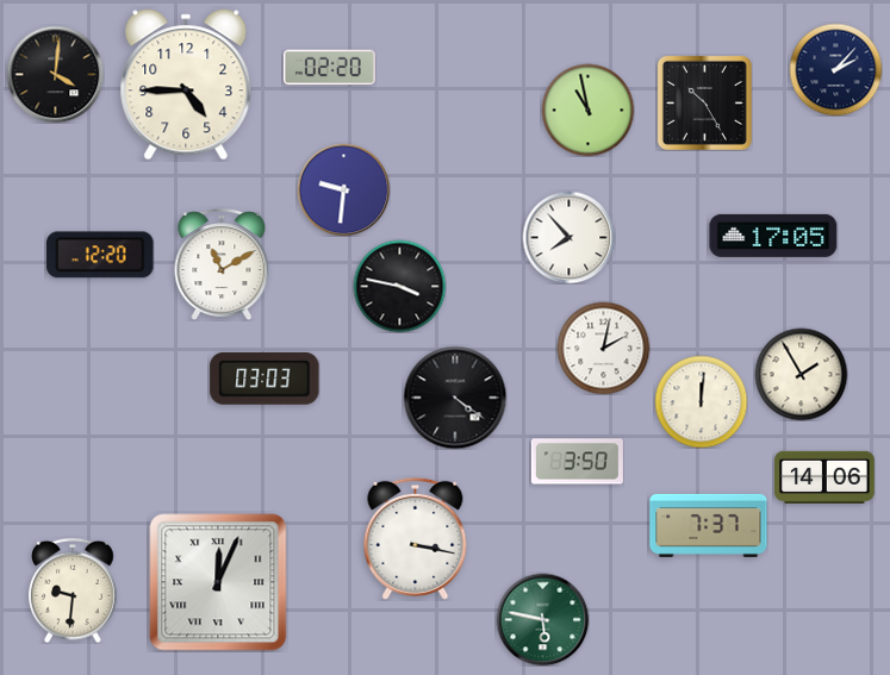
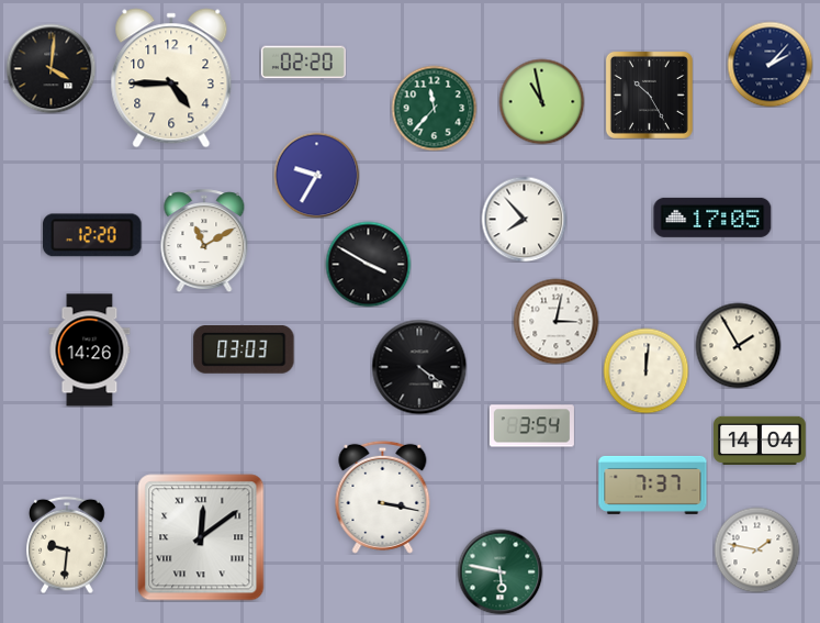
clock at (434, 108): none -> 11:37
clock at (343, 189): 9:31 -> 9:35
clock at (222, 264) position: (222, 264) -> (204, 241)
clock at (399, 286): 3:47 -> 3:50
clock at (603, 348): 2:02 -> 3:02
clock at (90, 351): none -> 14:26
clock at (577, 462): 3:50 -> 3:54
clock at (824, 477): 14:06 -> 14:04
clock at (218, 582): 12:04 -> 12:09
clock at (756, 549): none -> 1:47
